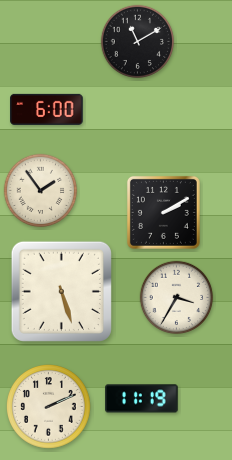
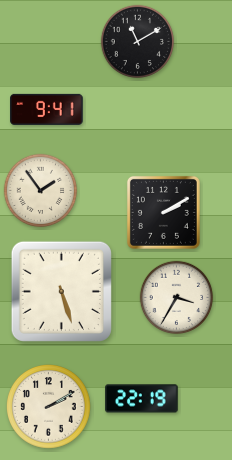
clock at (47, 109): 6:00 -> 9:41
clock at (142, 399): 11:19 -> 22:19
clock at (49, 407): 2:11 -> 2:10
